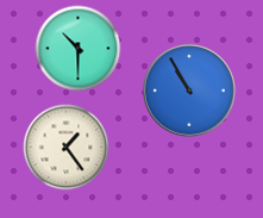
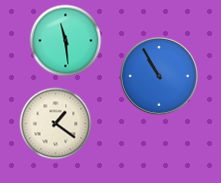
clock at (79, 49): 10:30 -> 11:29
clock at (67, 148): 1:24 -> 1:21
